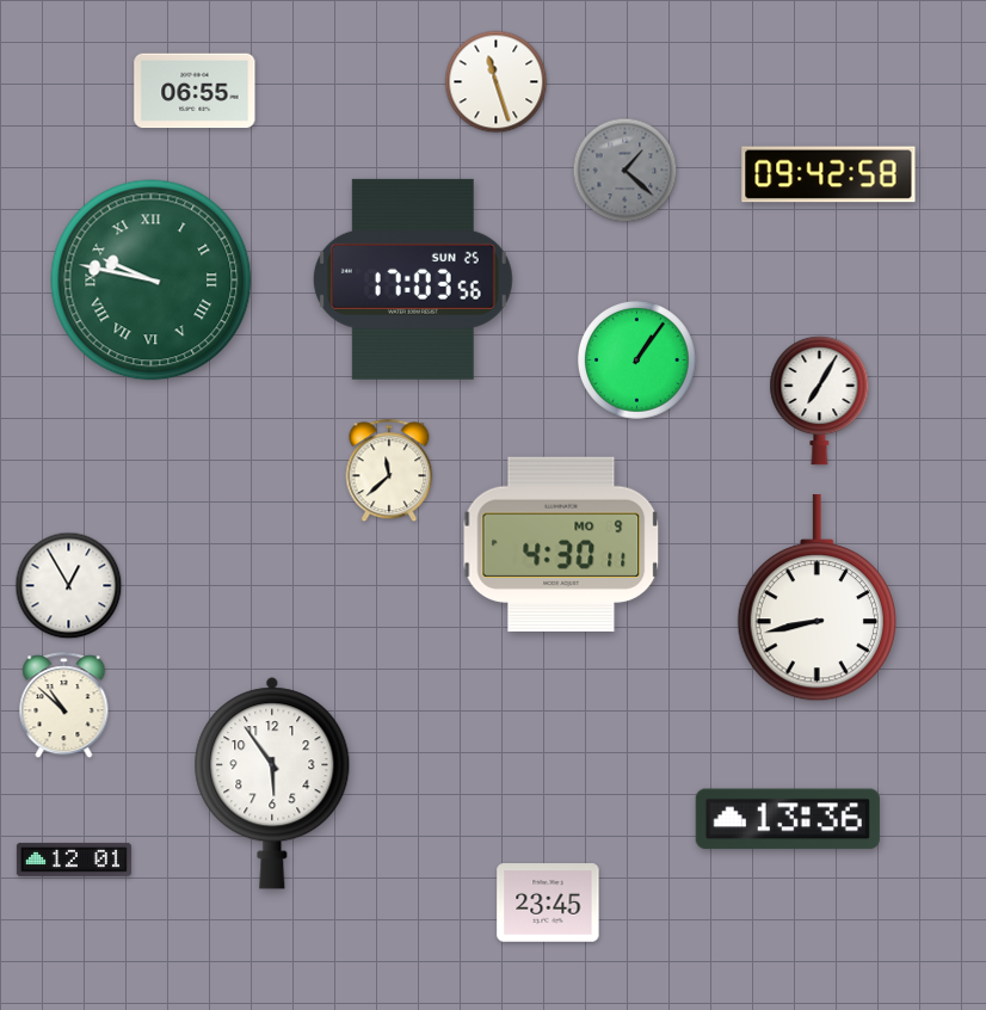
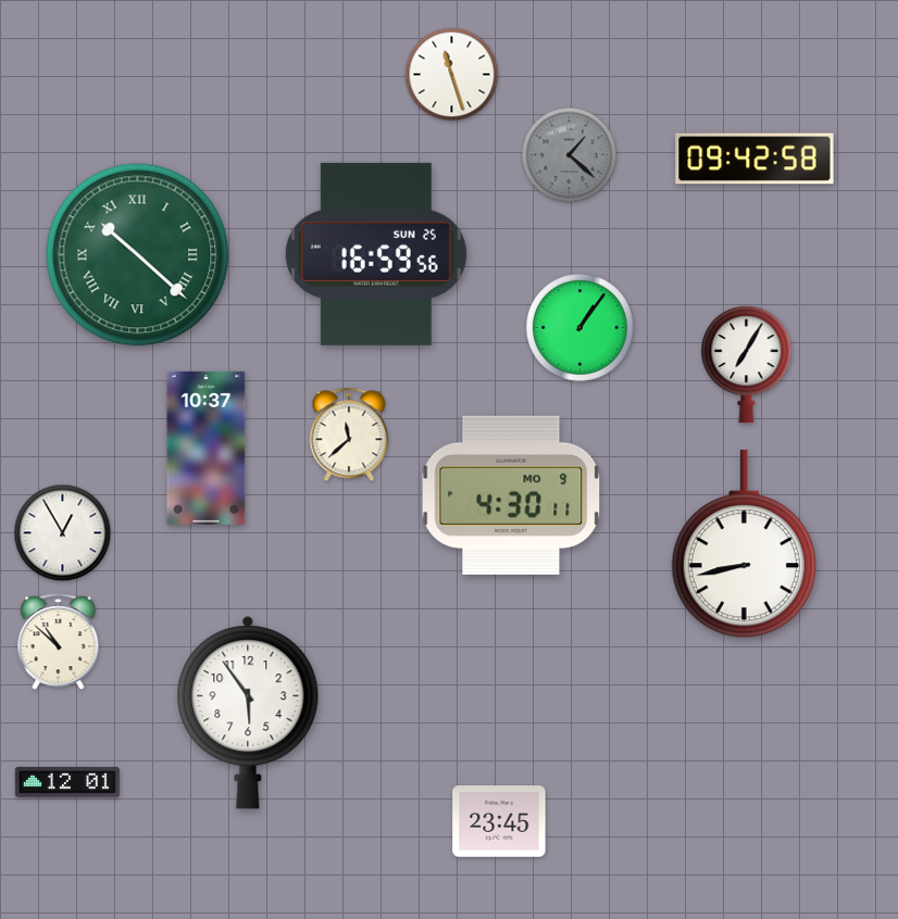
clock at (195, 91): 06:55 -> none
clock at (413, 279): 17:03 -> 16:59
clock at (152, 281): 9:47 -> 10:22
clock at (389, 470) position: (389, 470) -> (349, 435)
clock at (207, 448): none -> 10:37
clock at (788, 819): 13:36 -> none
